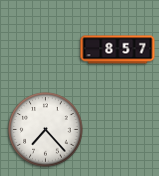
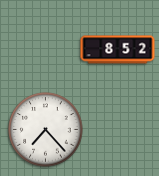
clock at (118, 50): 8:57 -> 8:52
